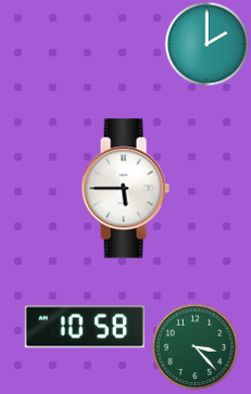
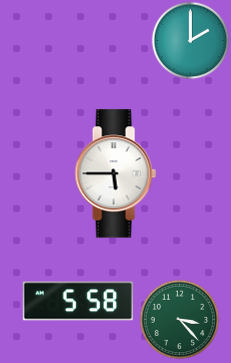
clock at (85, 327): 10:58 -> 5:58
